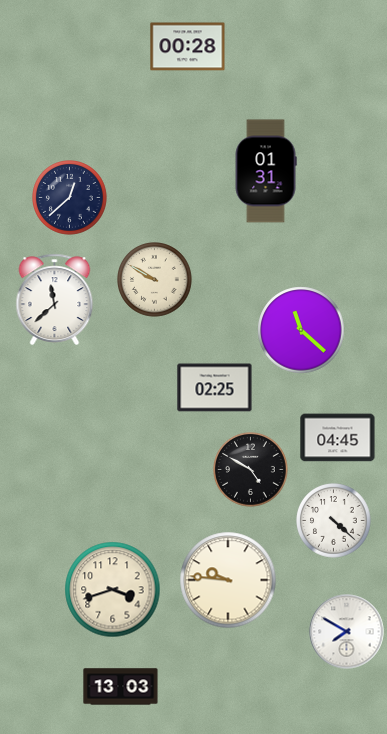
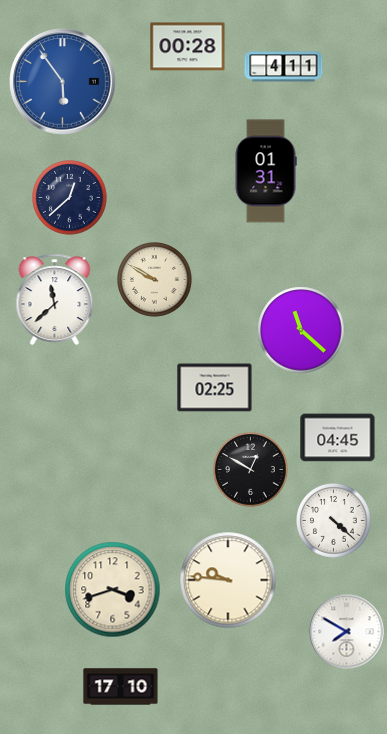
clock at (284, 67): none -> 4:11
clock at (63, 82): none -> 5:54
clock at (251, 470): 4:50 -> 12:50
clock at (121, 687): 13:03 -> 17:10
